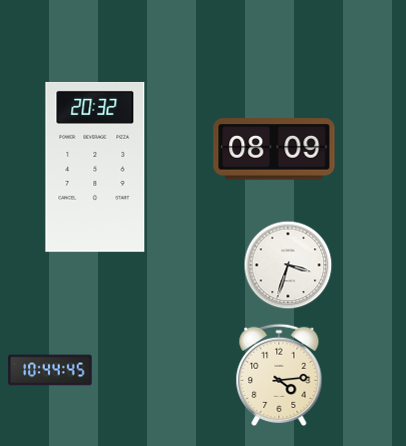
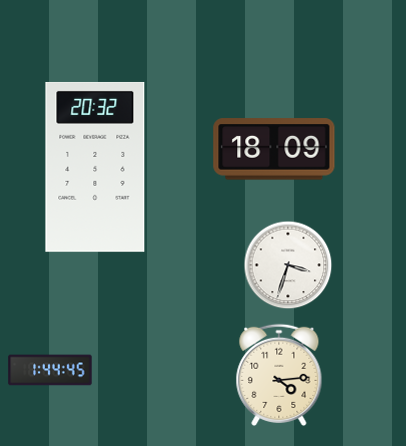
clock at (274, 149): 08:09 -> 18:09
clock at (50, 370): 10:44 -> 1:44
